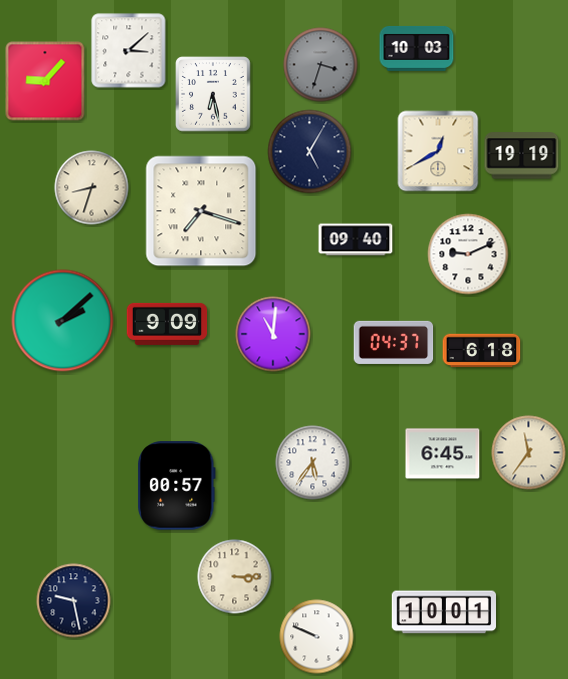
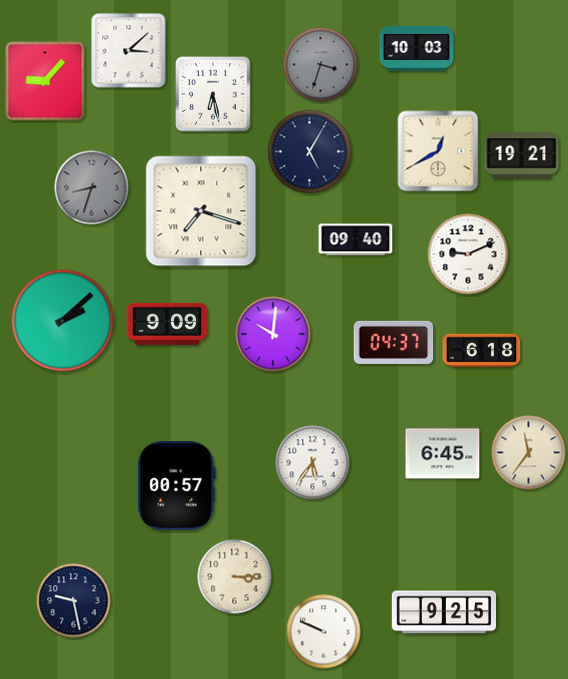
clock at (522, 156): 19:19 -> 19:21
clock at (92, 188) dial: cream -> grey
clock at (273, 334): 11:01 -> 10:01
clock at (443, 612): 10:01 -> 9:25
clock at (317, 637) position: (317, 637) -> (324, 632)
